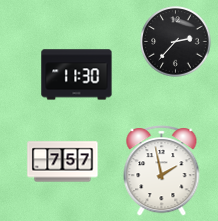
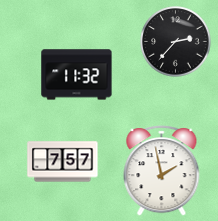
clock at (77, 75): 11:30 -> 11:32
